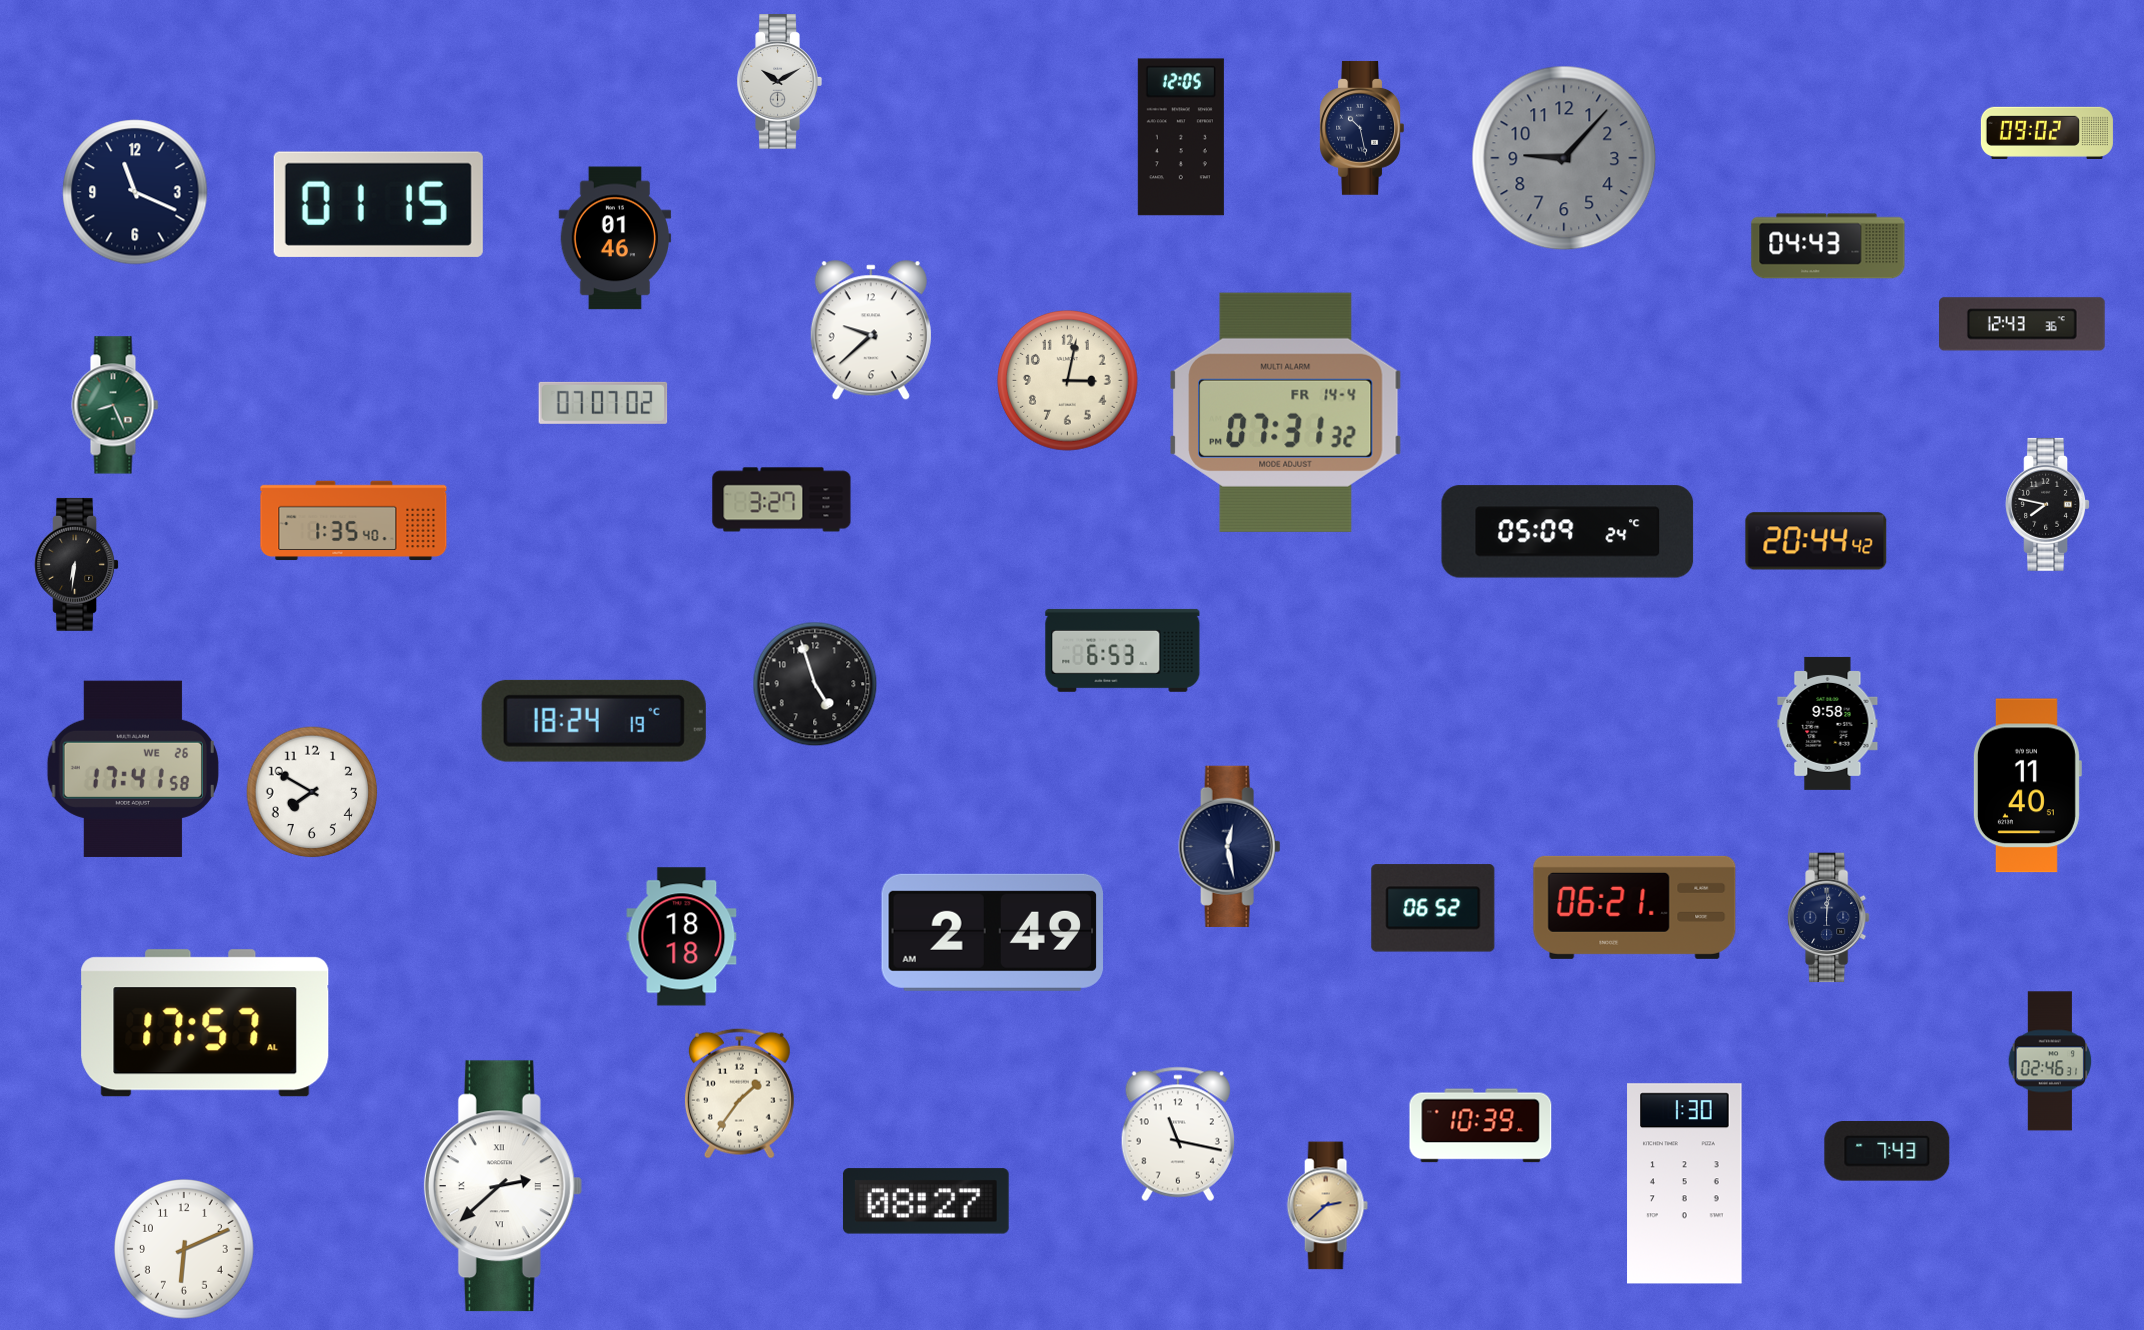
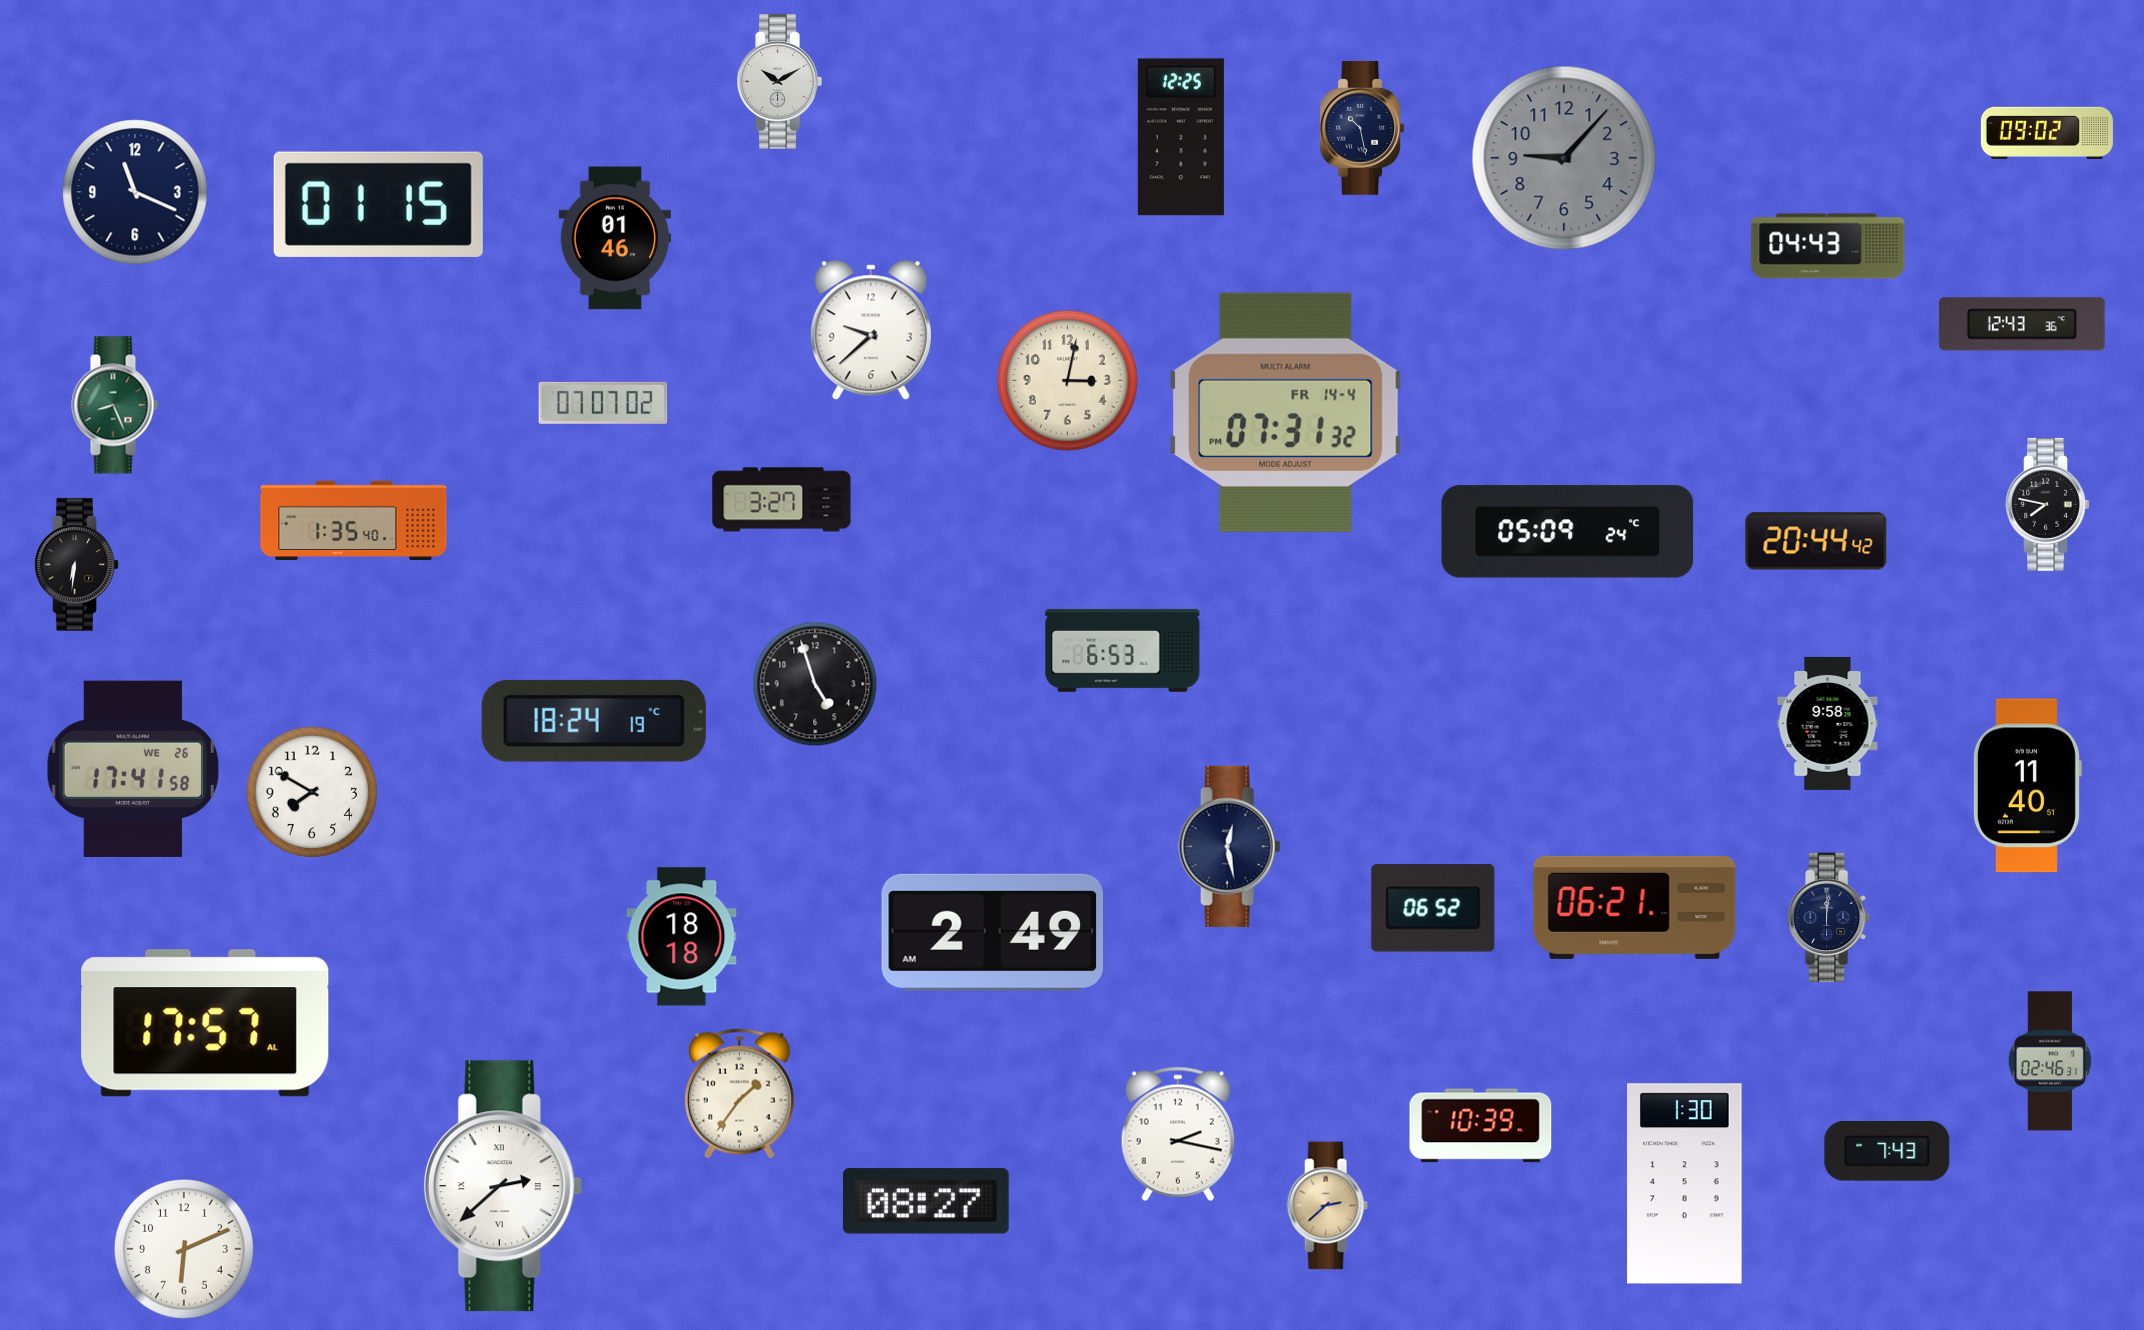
clock at (1181, 137): 12:05 -> 12:25
clock at (1178, 1134): 11:17 -> 2:17
